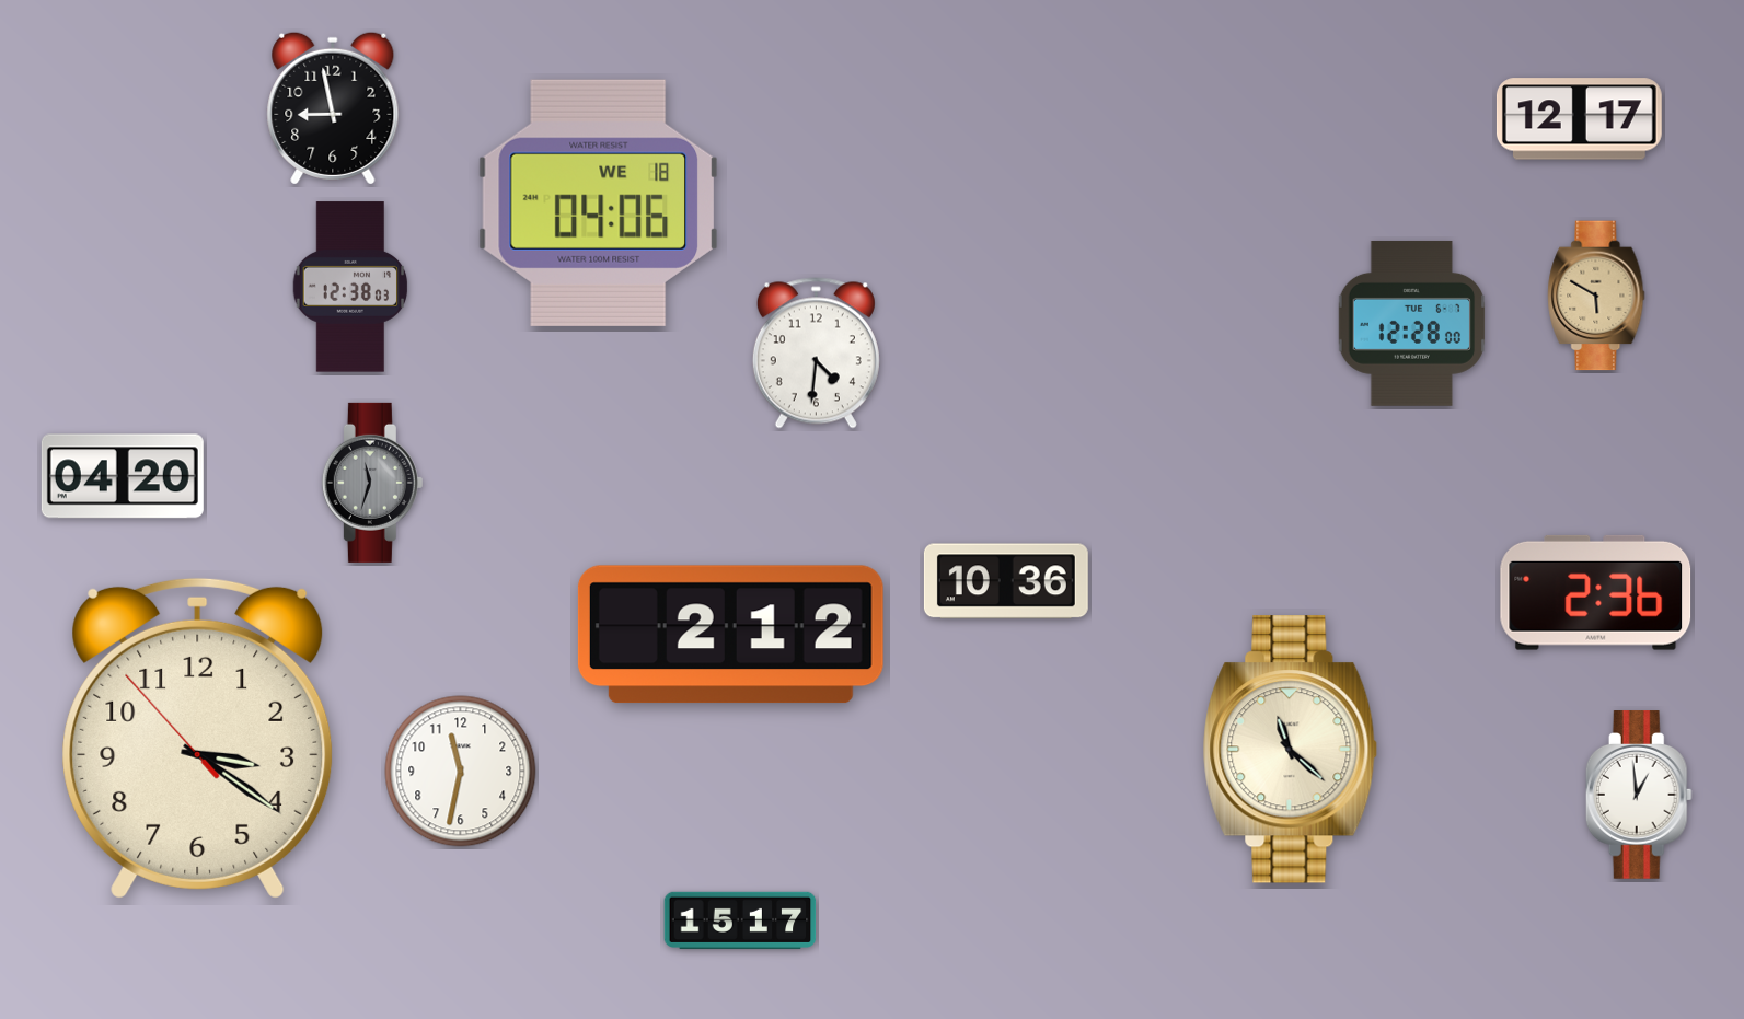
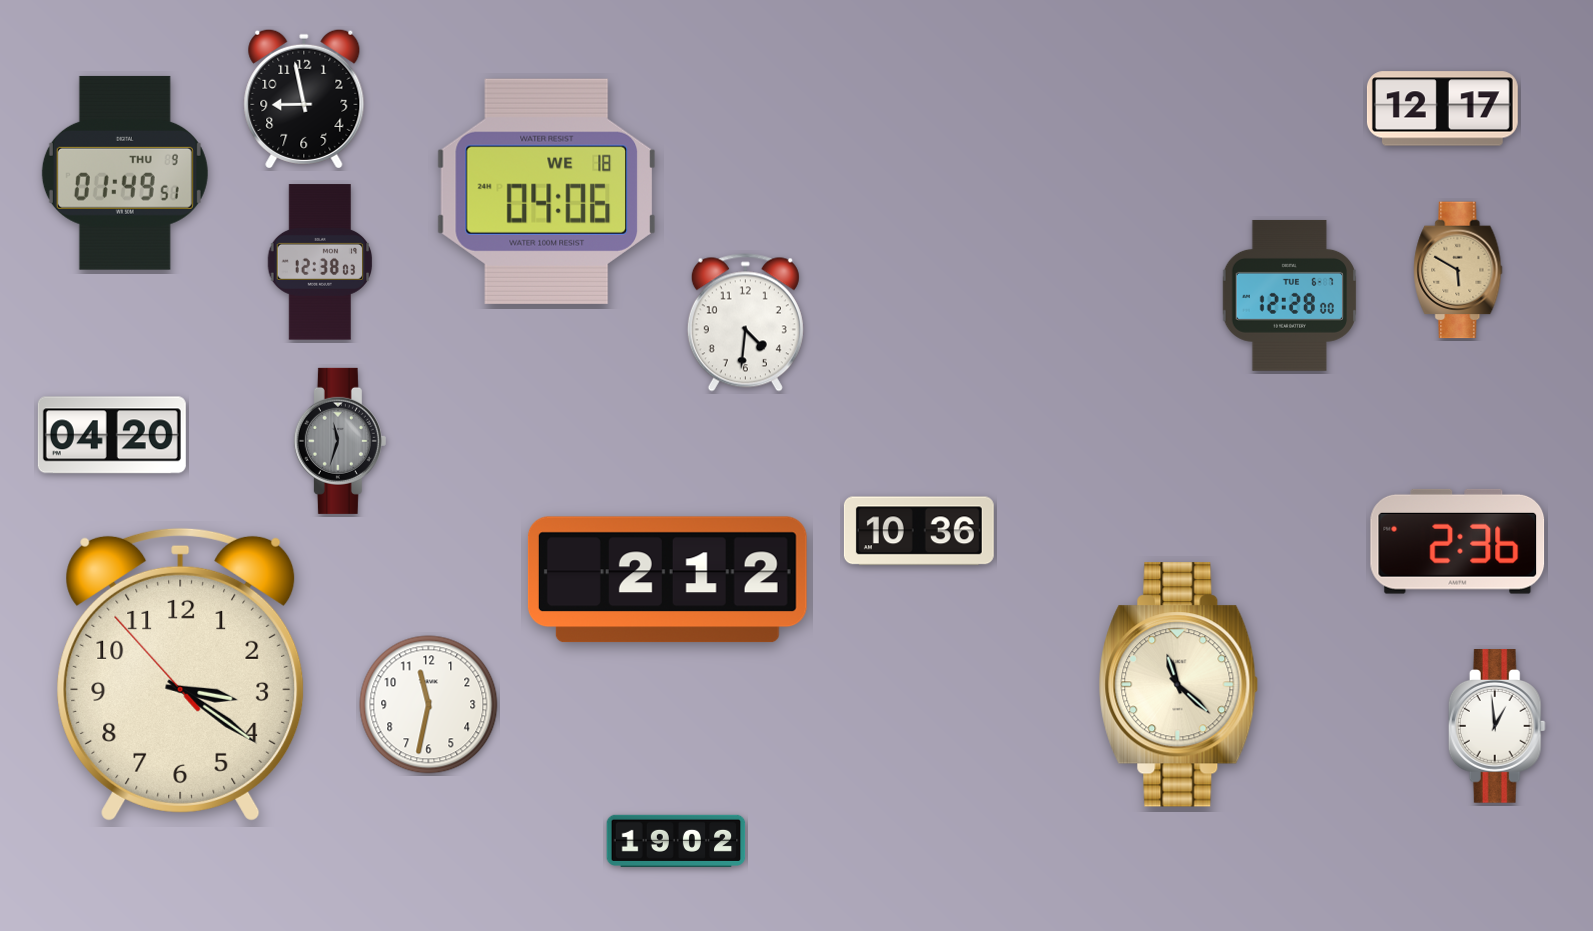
clock at (125, 173): none -> 01:49
clock at (598, 202) position: (598, 202) -> (546, 191)
clock at (461, 772) position: (461, 772) -> (429, 705)
clock at (740, 920): 15:17 -> 19:02
